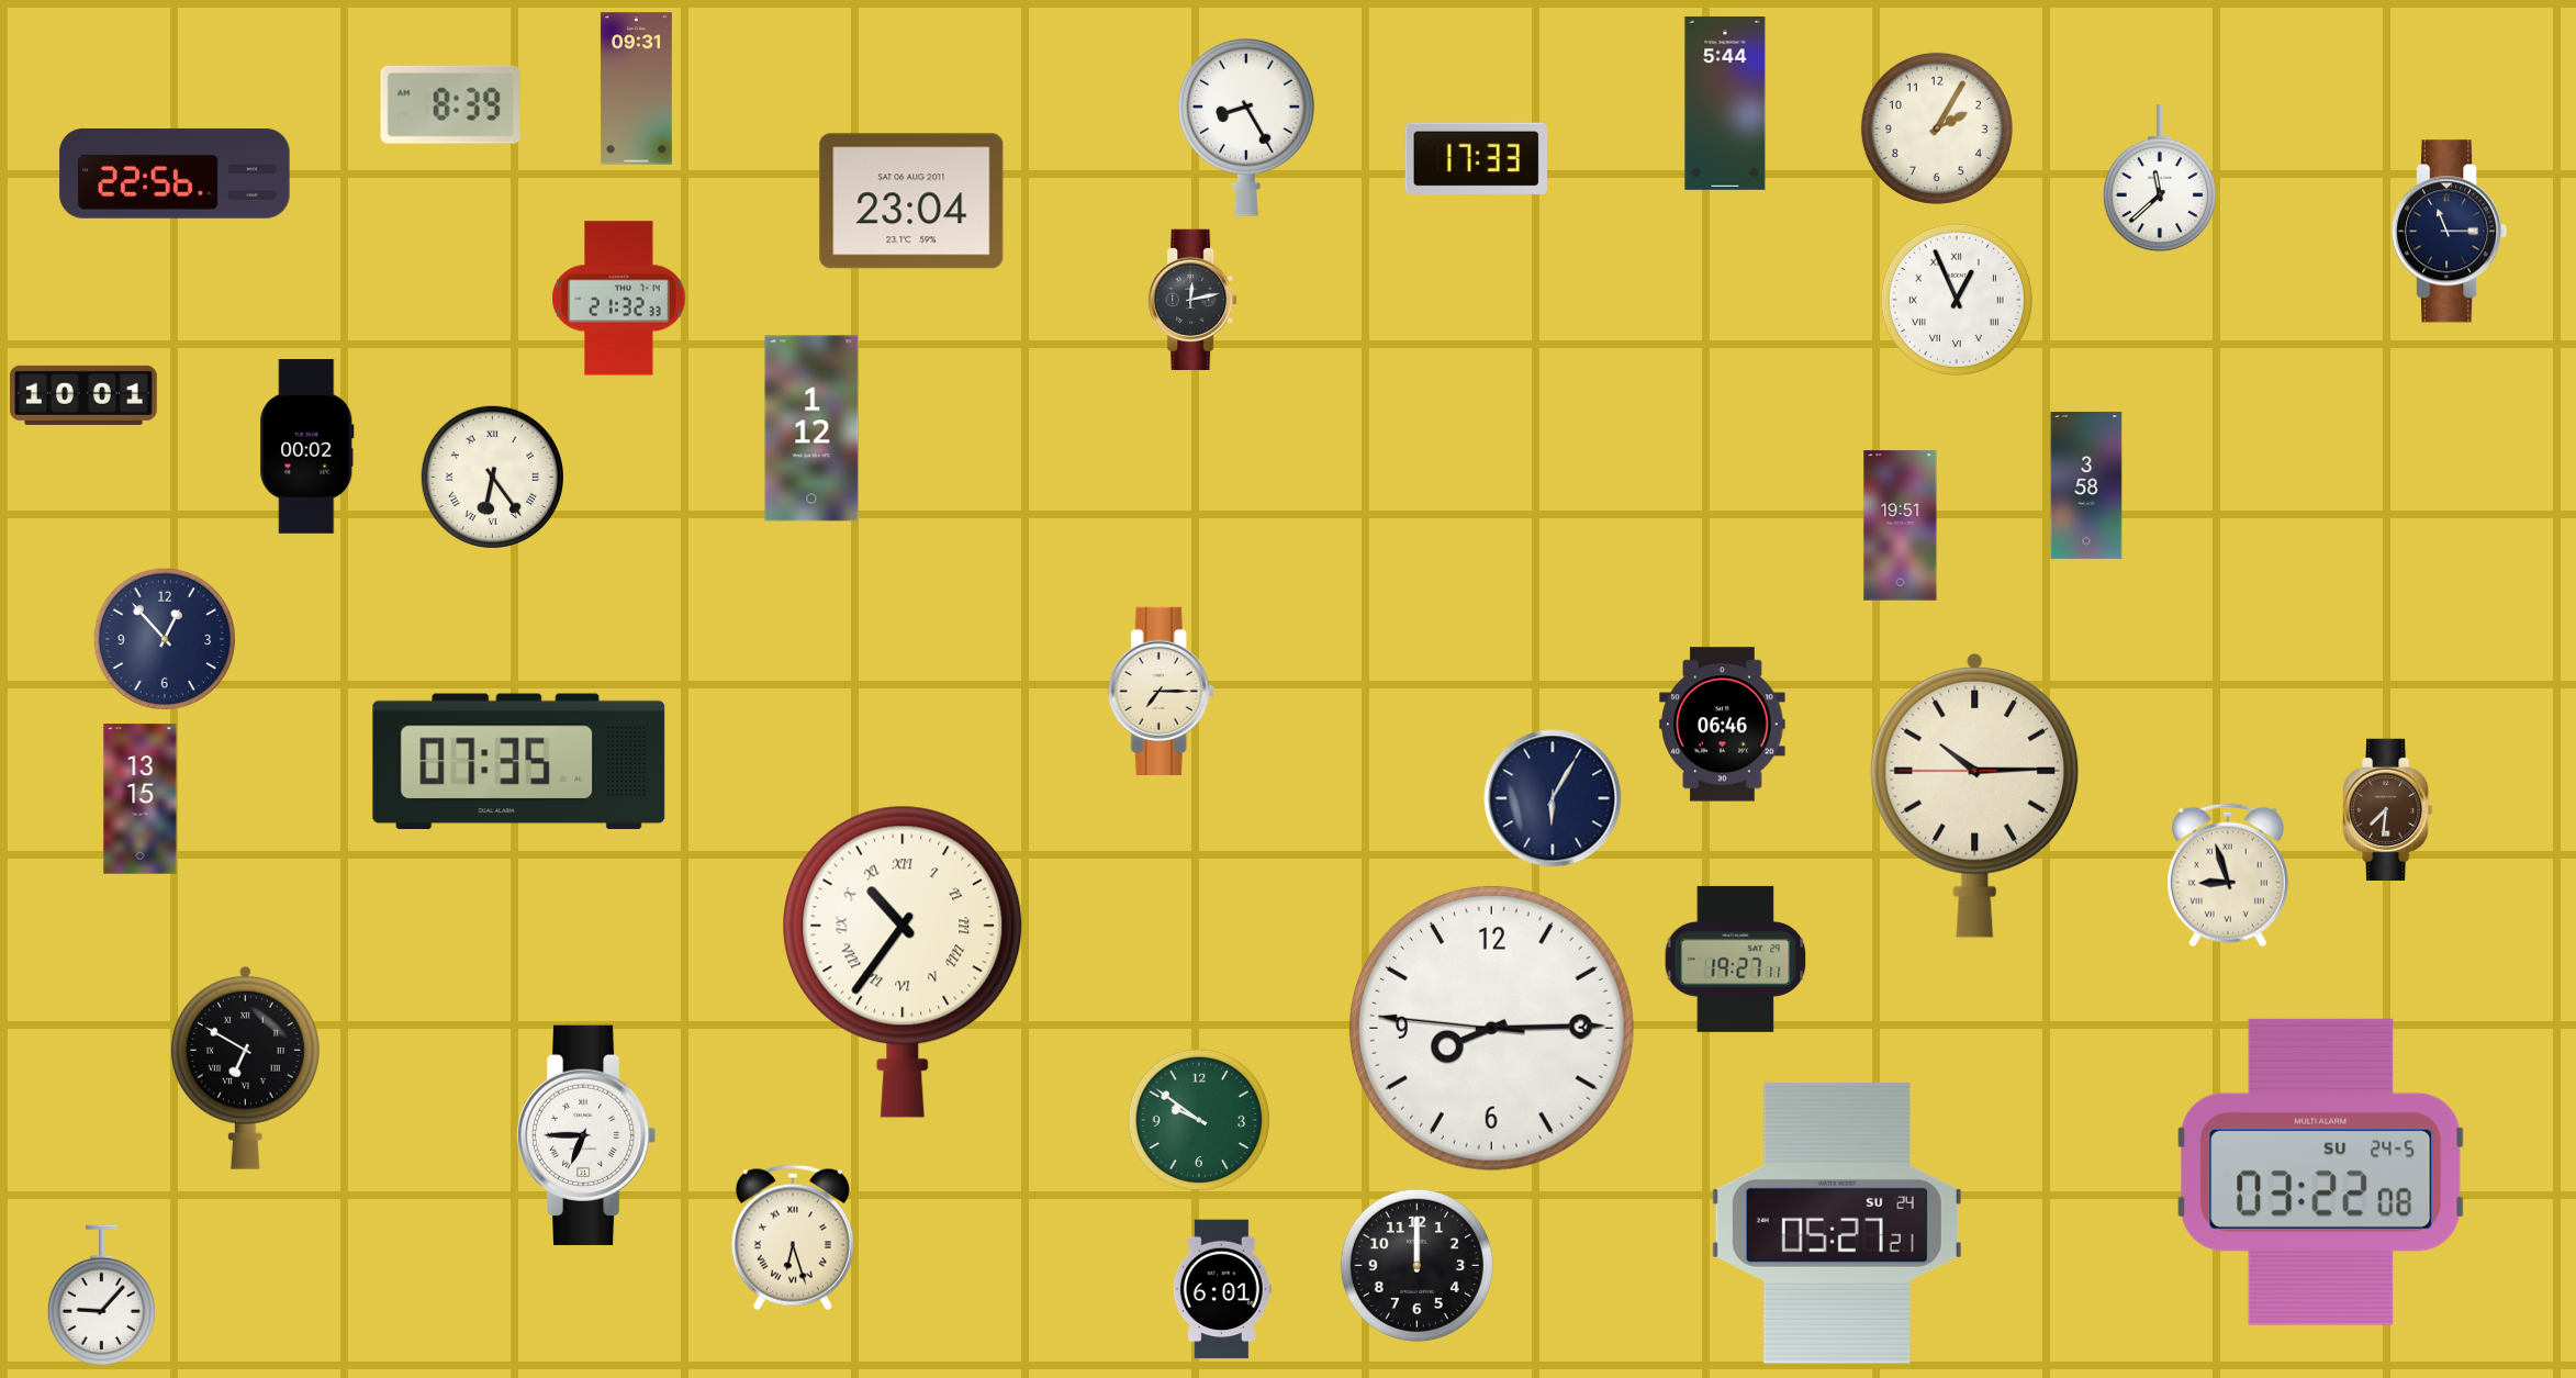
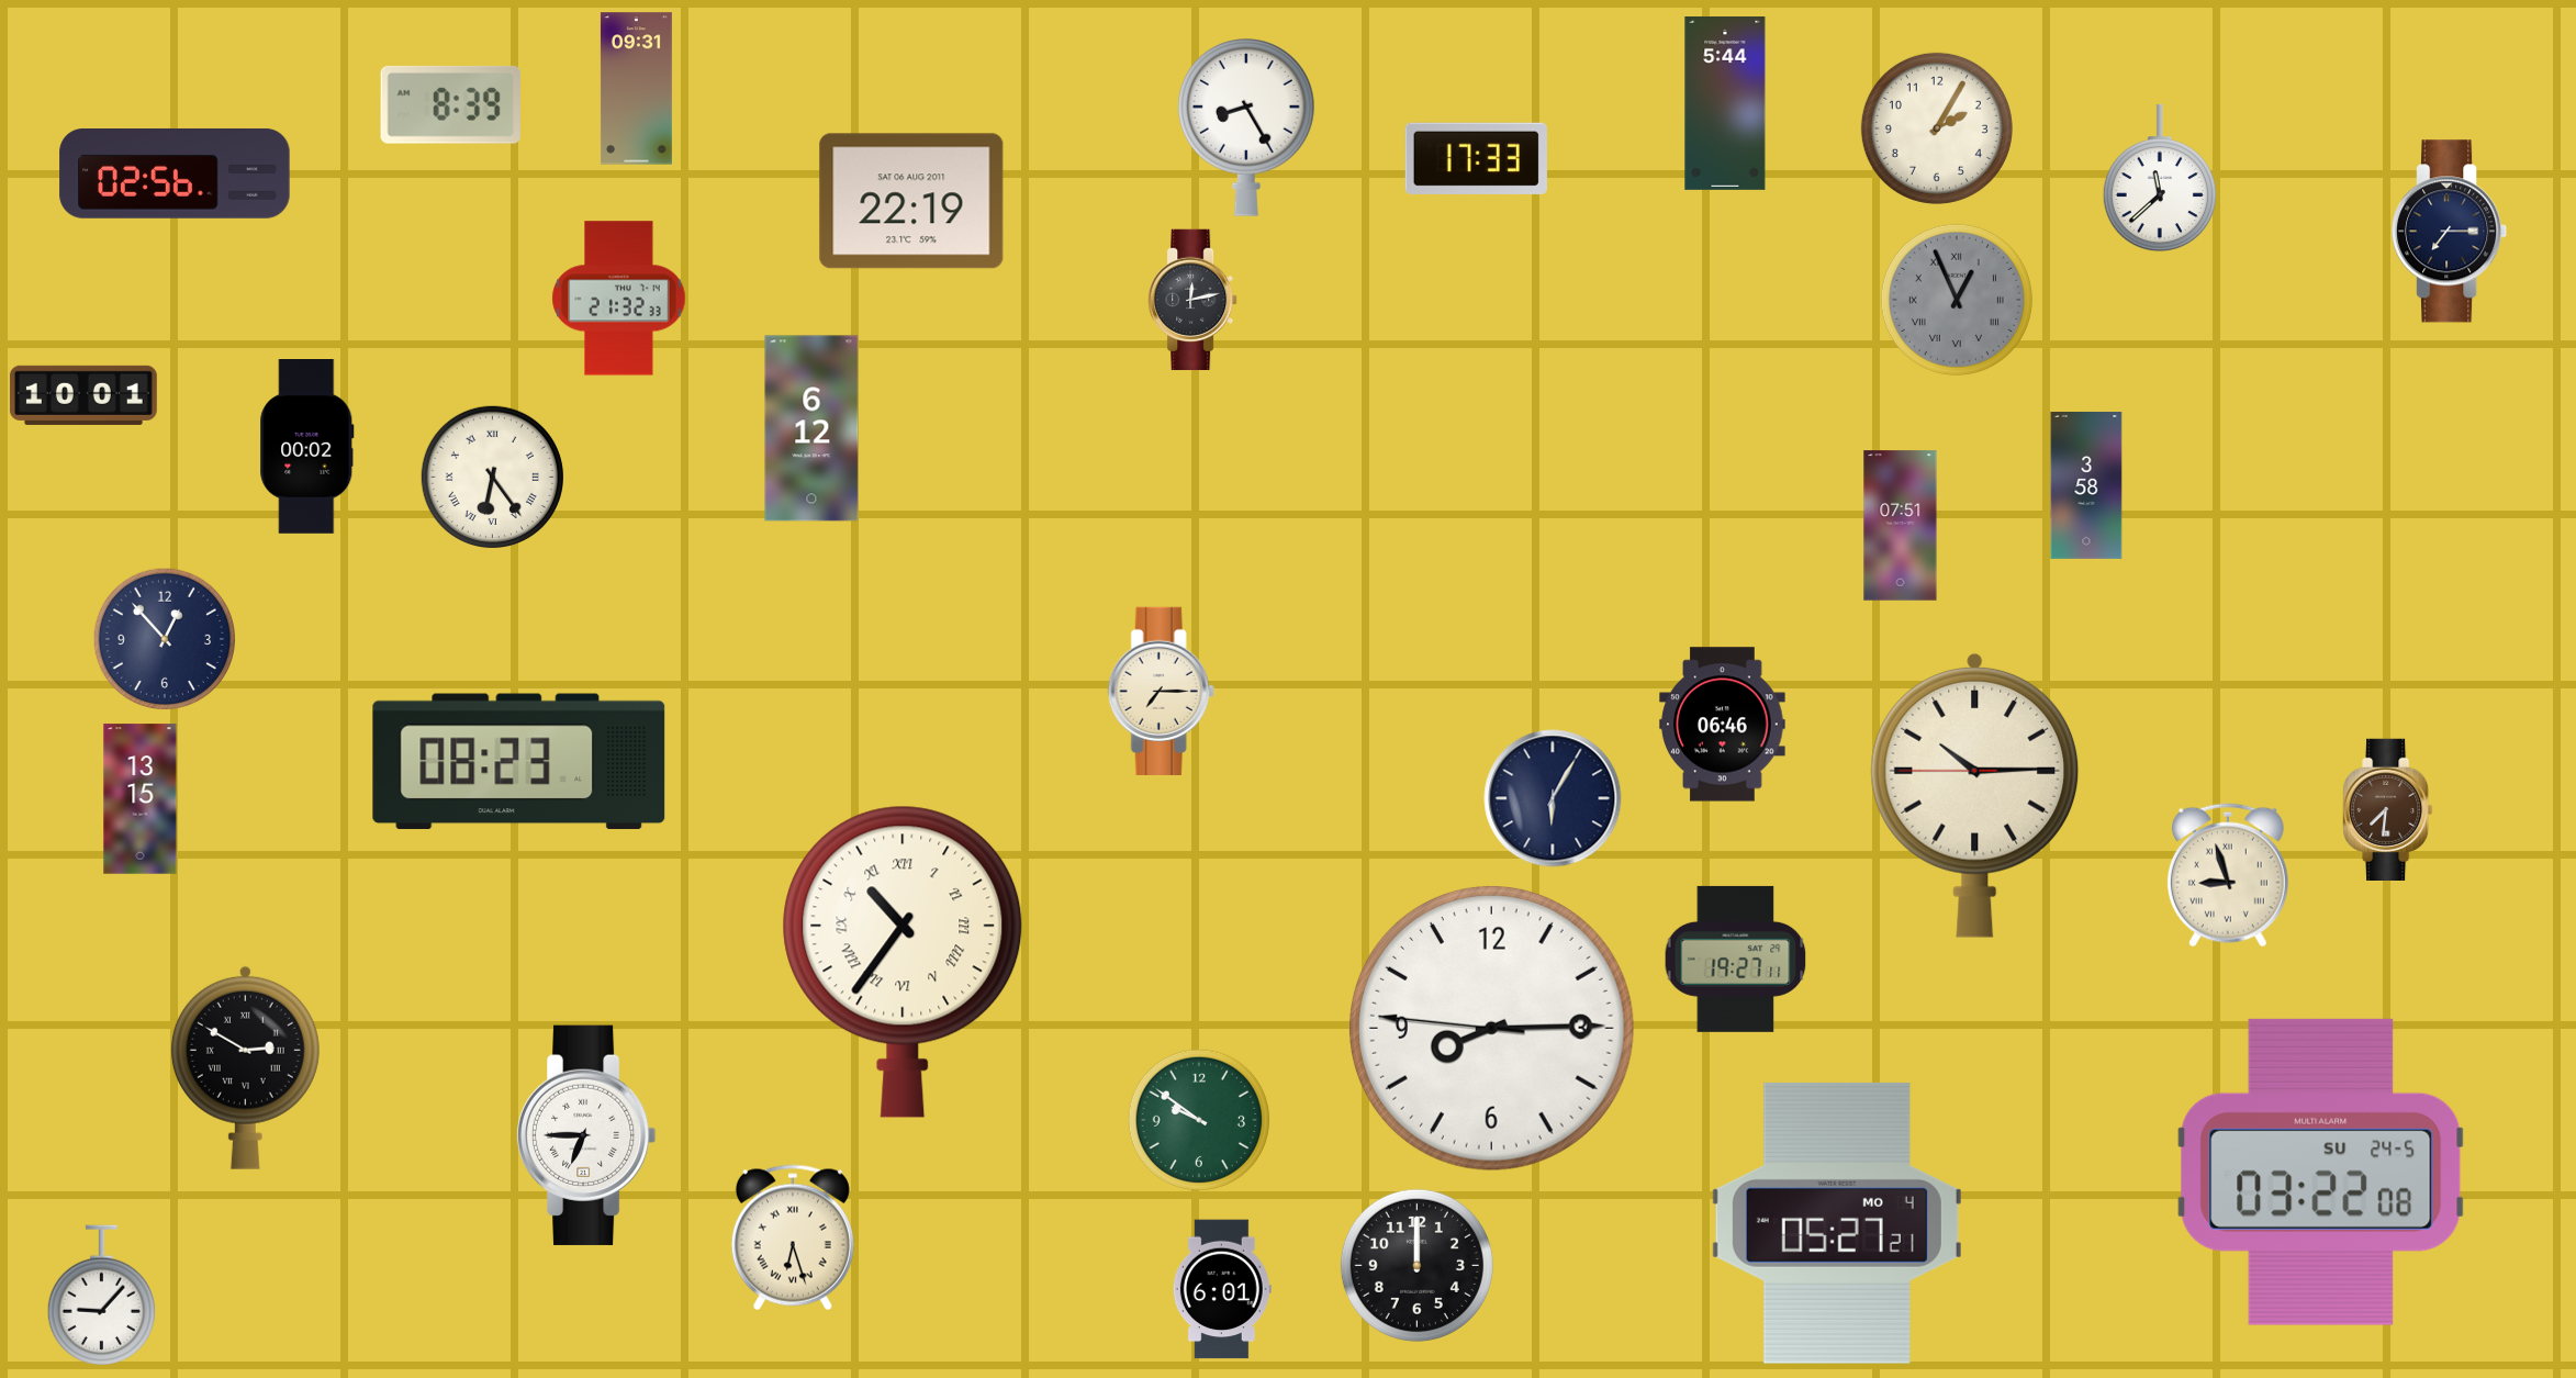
clock at (175, 173): 22:56 -> 02:56
clock at (911, 201): 23:04 -> 22:19
clock at (2450, 232): 11:15 -> 7:15
clock at (1957, 300) dial: white -> grey
clock at (811, 428): 1:12 -> 6:12
clock at (1901, 526): 19:51 -> 07:51
clock at (519, 762): 07:35 -> 08:23
clock at (245, 1067): 6:50 -> 2:50
clock at (1837, 1223) date: SU 24 -> MO 4
